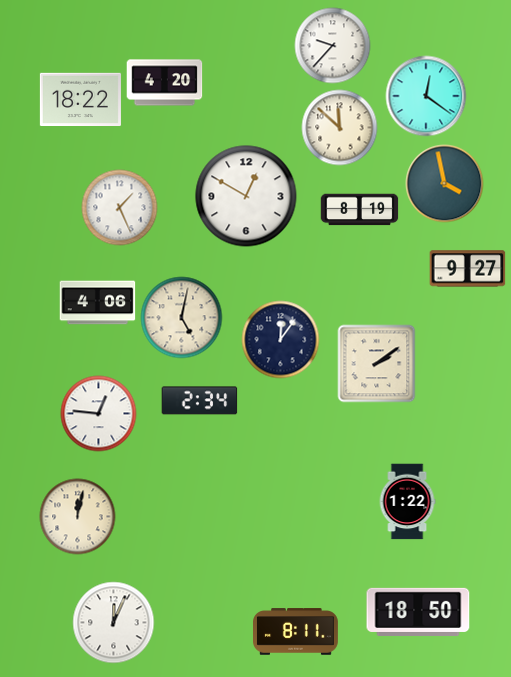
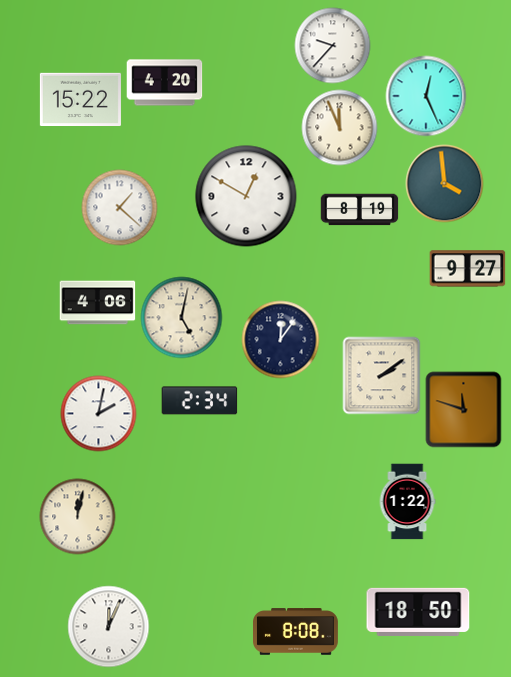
clock at (426, 96): 12:21 -> 12:26
clock at (80, 99): 18:22 -> 15:22
clock at (340, 128): 11:52 -> 11:56
clock at (445, 184): 3:58 -> 3:59
clock at (120, 208): 1:26 -> 1:22
clock at (377, 364) position: (377, 364) -> (382, 376)
clock at (464, 410): none -> 11:48
clock at (99, 414): 12:46 -> 2:02
clock at (114, 623) position: (114, 623) -> (109, 627)
clock at (296, 632): 8:11 -> 8:08
